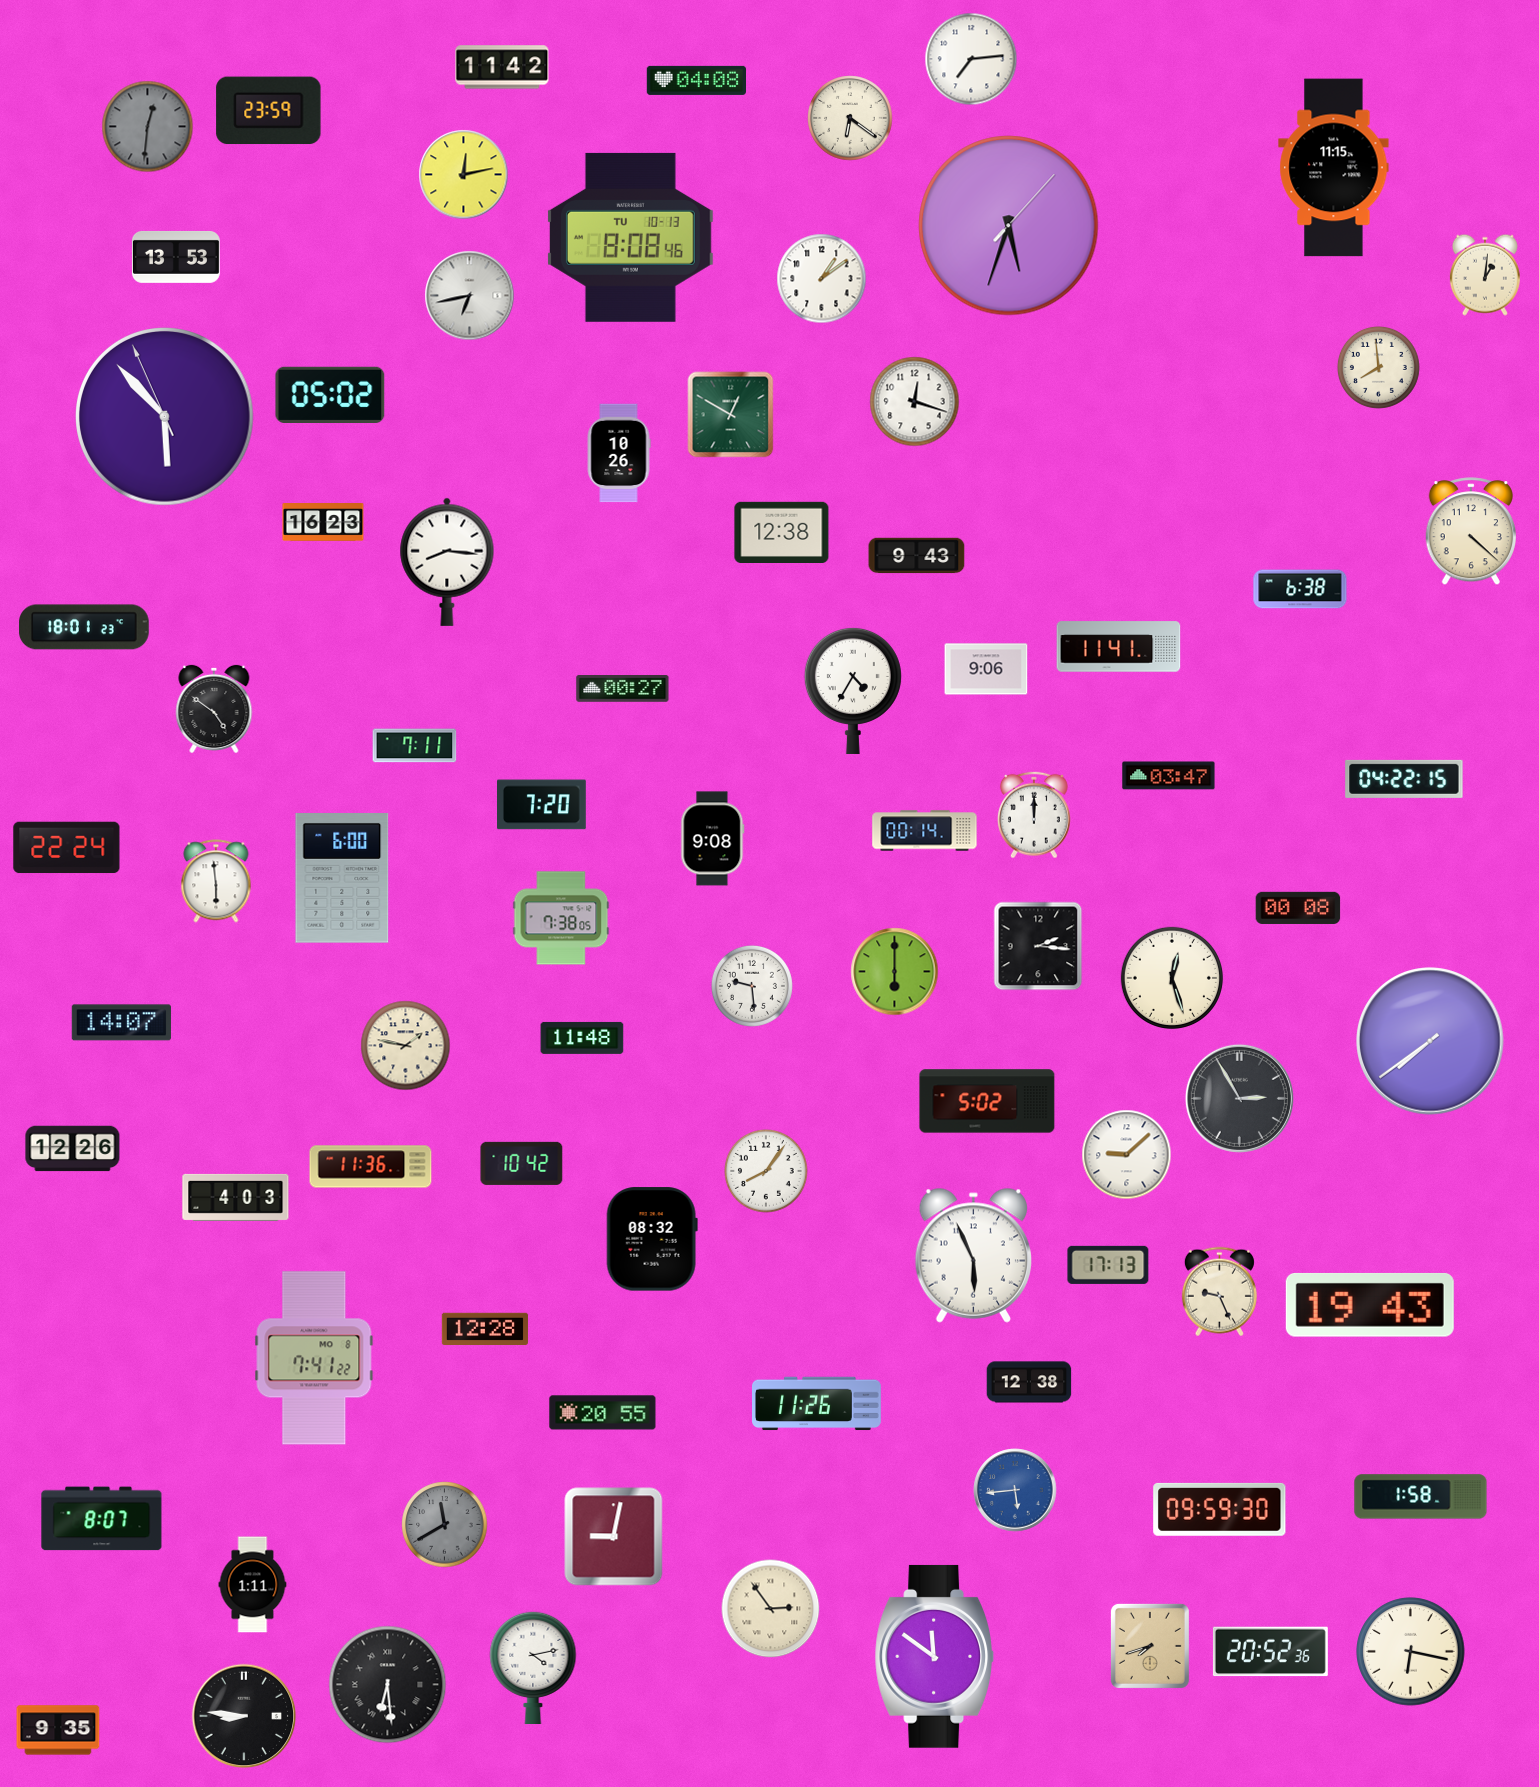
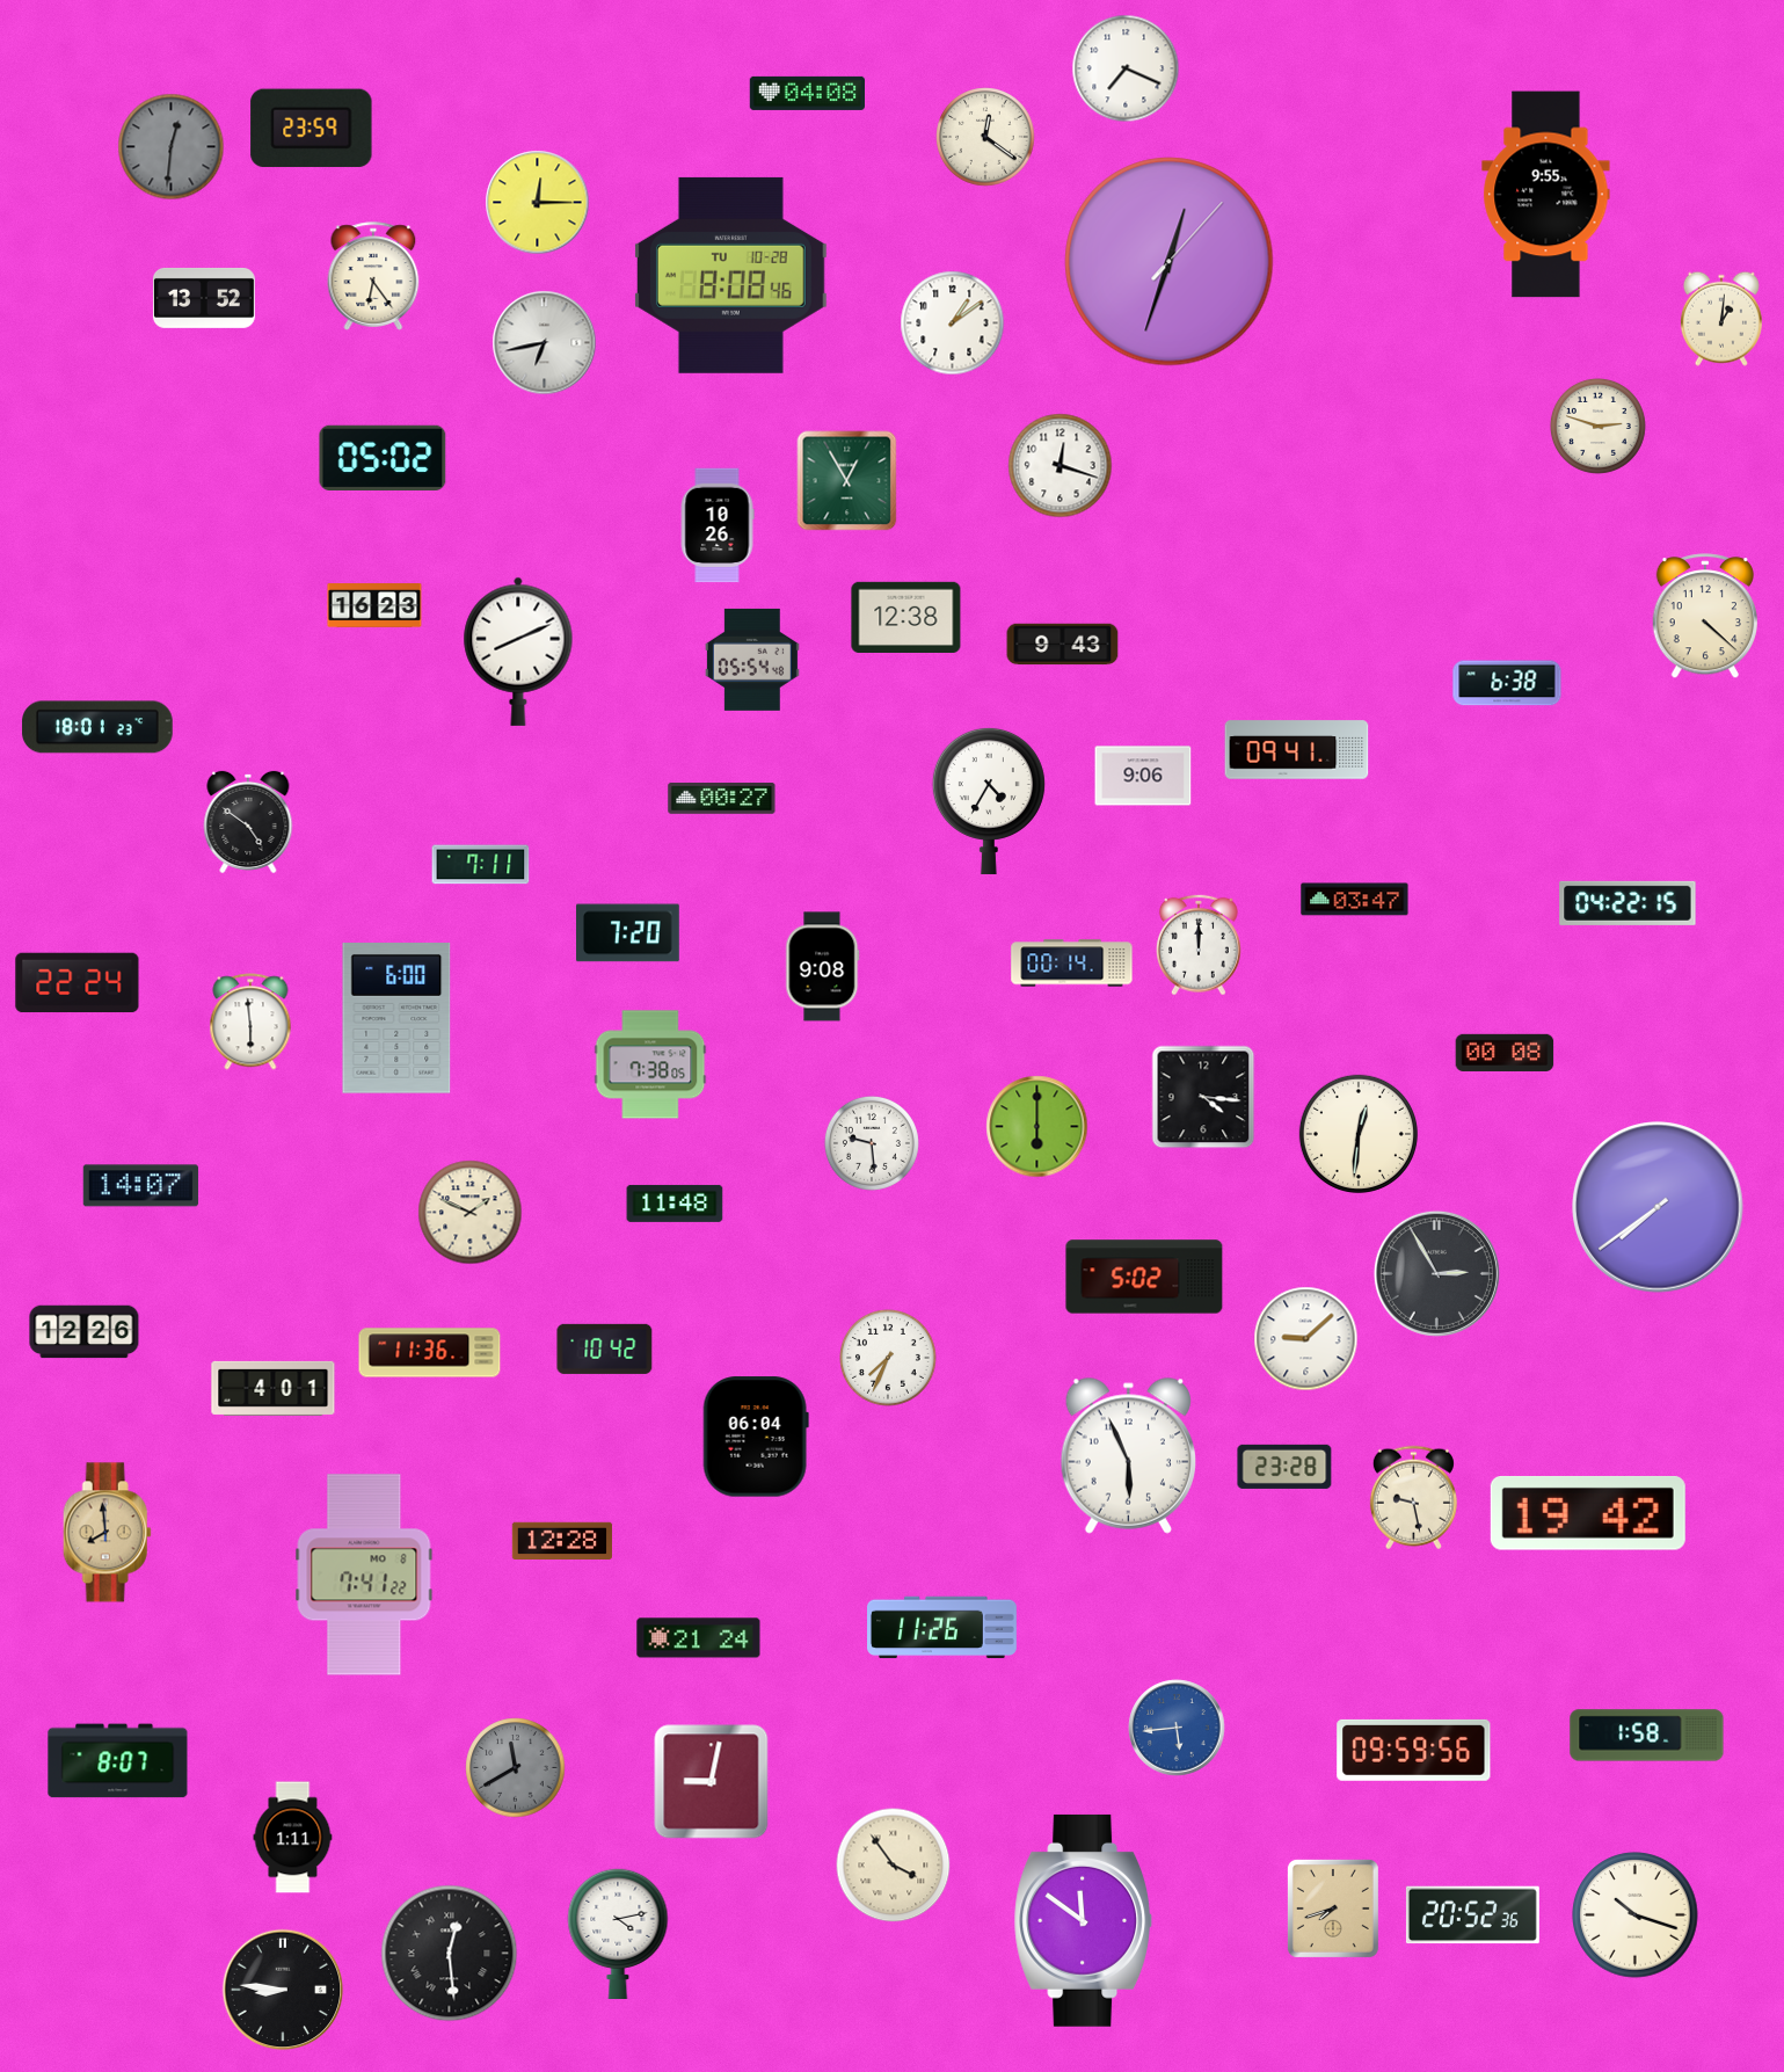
clock at (971, 59): 7:14 -> 7:19
clock at (502, 67): 11:42 -> none
clock at (850, 118): 6:21 -> 12:21
clock at (1334, 168): 11:15 -> 9:55
clock at (464, 175): 12:13 -> 12:15
clock at (1009, 226): 5:33 -> 12:33
clock at (630, 237) date: TU 10-13 -> TU 10-28
clock at (373, 276): none -> 6:24
clock at (176, 257): 13:53 -> 13:52
clock at (1378, 367): 7:59 -> 2:48
clock at (731, 415): 12:50 -> 12:55
clock at (165, 417): 5:52 -> none
clock at (447, 562): 8:16 -> 8:11
clock at (752, 660): none -> 05:54
clock at (1119, 647): 11:41 -> 09:41
clock at (713, 839) position: (713, 839) -> (823, 967)
clock at (1038, 946): 2:16 -> 4:16
clock at (1172, 978): 12:27 -> 12:31
clock at (406, 1046): 1:47 -> 1:49
clock at (767, 1172): 8:06 -> 7:34
clock at (236, 1197): 4:03 -> 4:01
clock at (652, 1239): 08:32 -> 06:04
clock at (1108, 1265): 17:13 -> 23:28
clock at (1219, 1292): 9:26 -> 9:28
clock at (1370, 1305): 19:43 -> 19:42
clock at (107, 1533): none -> 7:59
clock at (1029, 1382): 12:38 -> none
clock at (817, 1404) position: (817, 1404) -> (942, 1628)
clock at (603, 1413): 20:55 -> 21:24
clock at (1220, 1509): 09:59:30 -> 09:59:56
clock at (771, 1609): 2:54 -> 3:54
clock at (1411, 1652): 6:17 -> 10:18
clock at (388, 1685): 6:29 -> 12:29
clock at (58, 1730): 9:35 -> none
